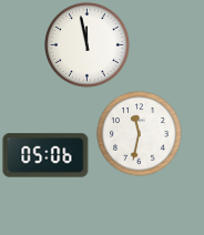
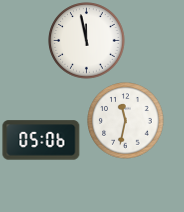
clock at (88, 45) position: (88, 45) -> (87, 41)
